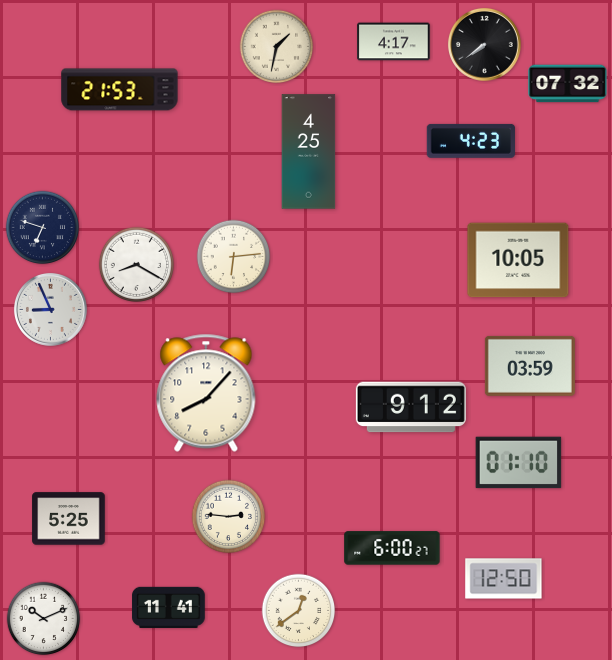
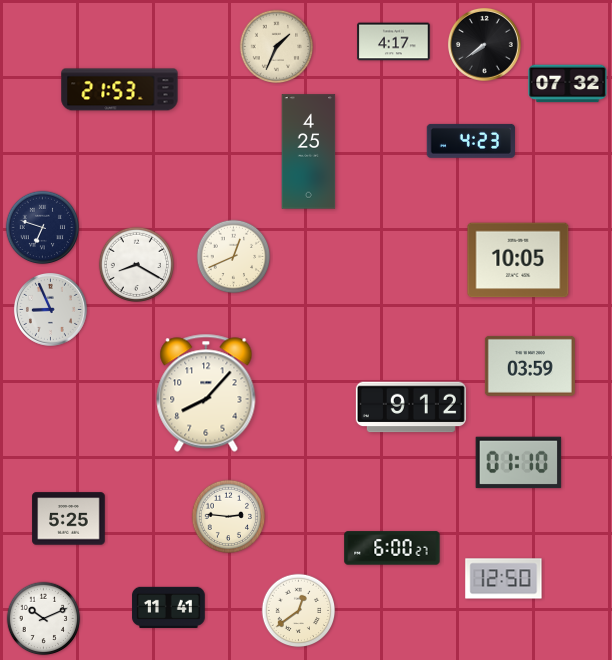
clock at (277, 47): 1:32 -> 1:34
clock at (234, 257): 6:14 -> 12:41
